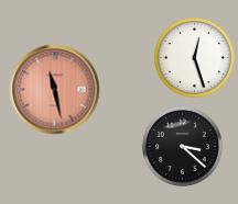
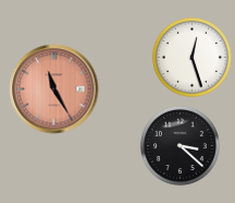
clock at (55, 90): 11:28 -> 11:25
